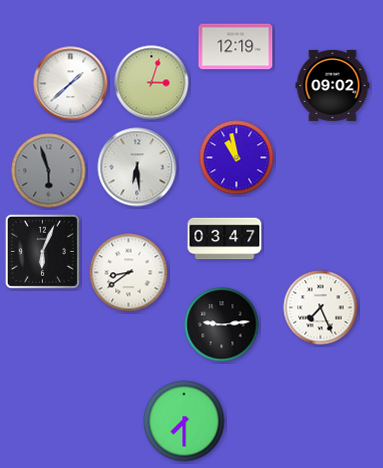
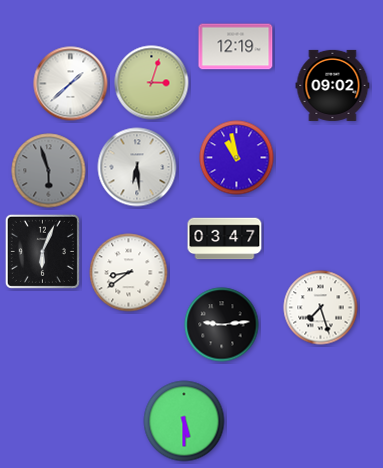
clock at (321, 308): 7:26 -> 7:27
clock at (184, 421): 7:30 -> 5:30
